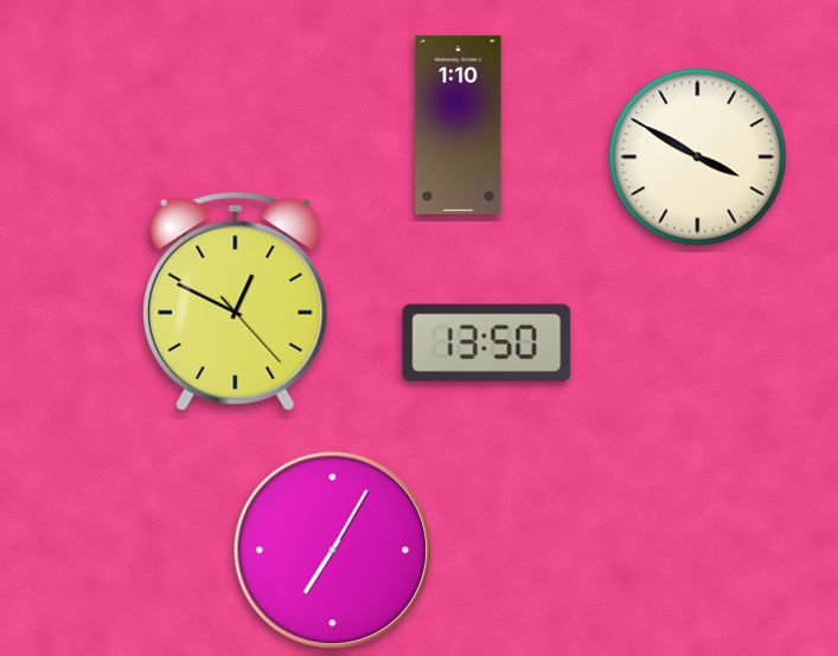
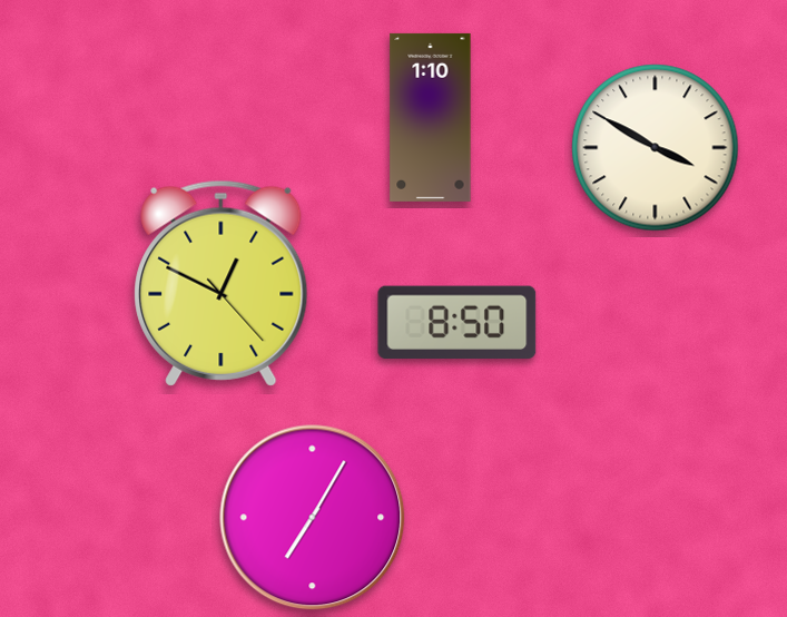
clock at (487, 343): 13:50 -> 8:50
